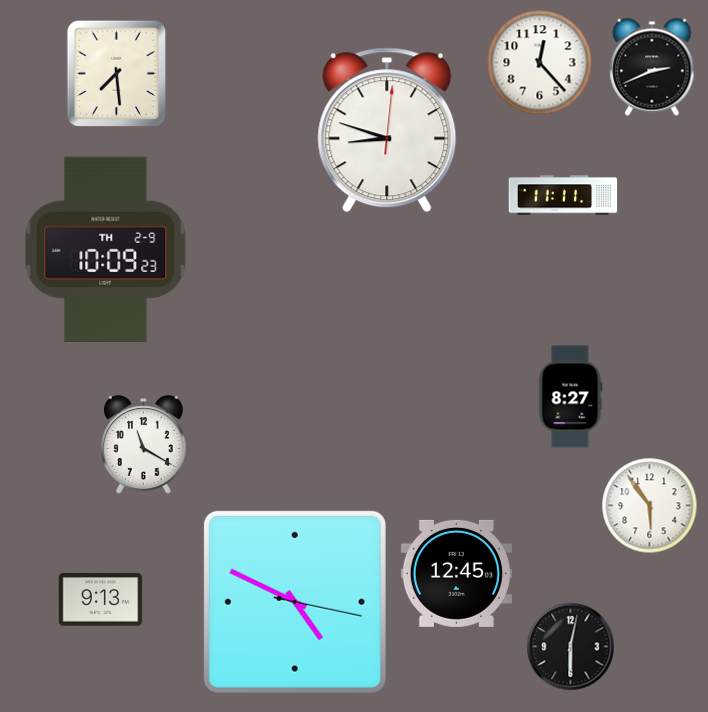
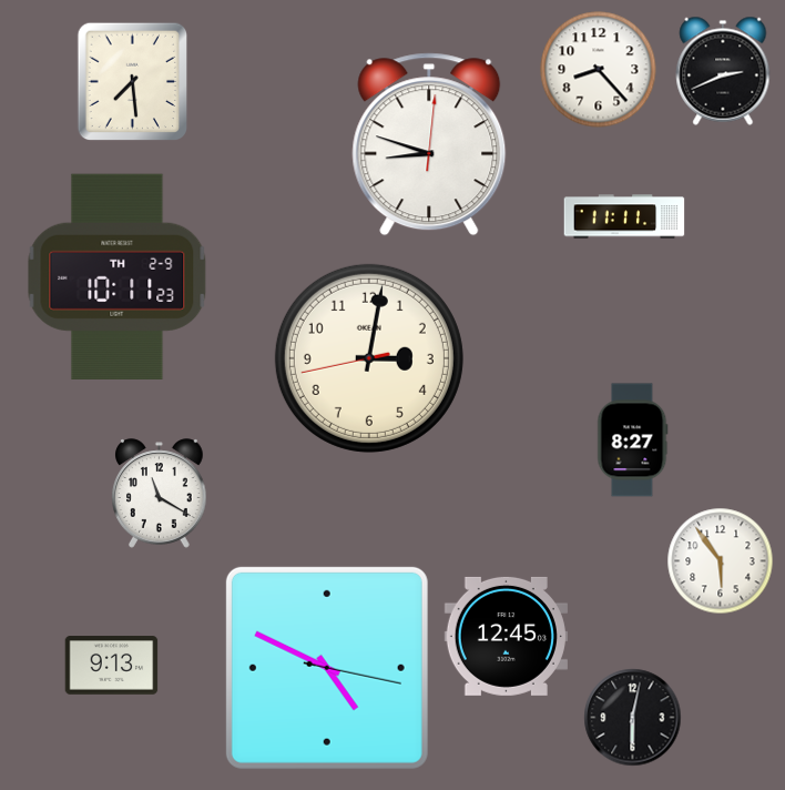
clock at (540, 63): 12:23 -> 8:23
clock at (652, 67) position: (652, 67) -> (723, 71)
clock at (117, 74) position: (117, 74) -> (133, 82)
clock at (106, 249): 10:09 -> 10:11
clock at (369, 358): none -> 3:01
